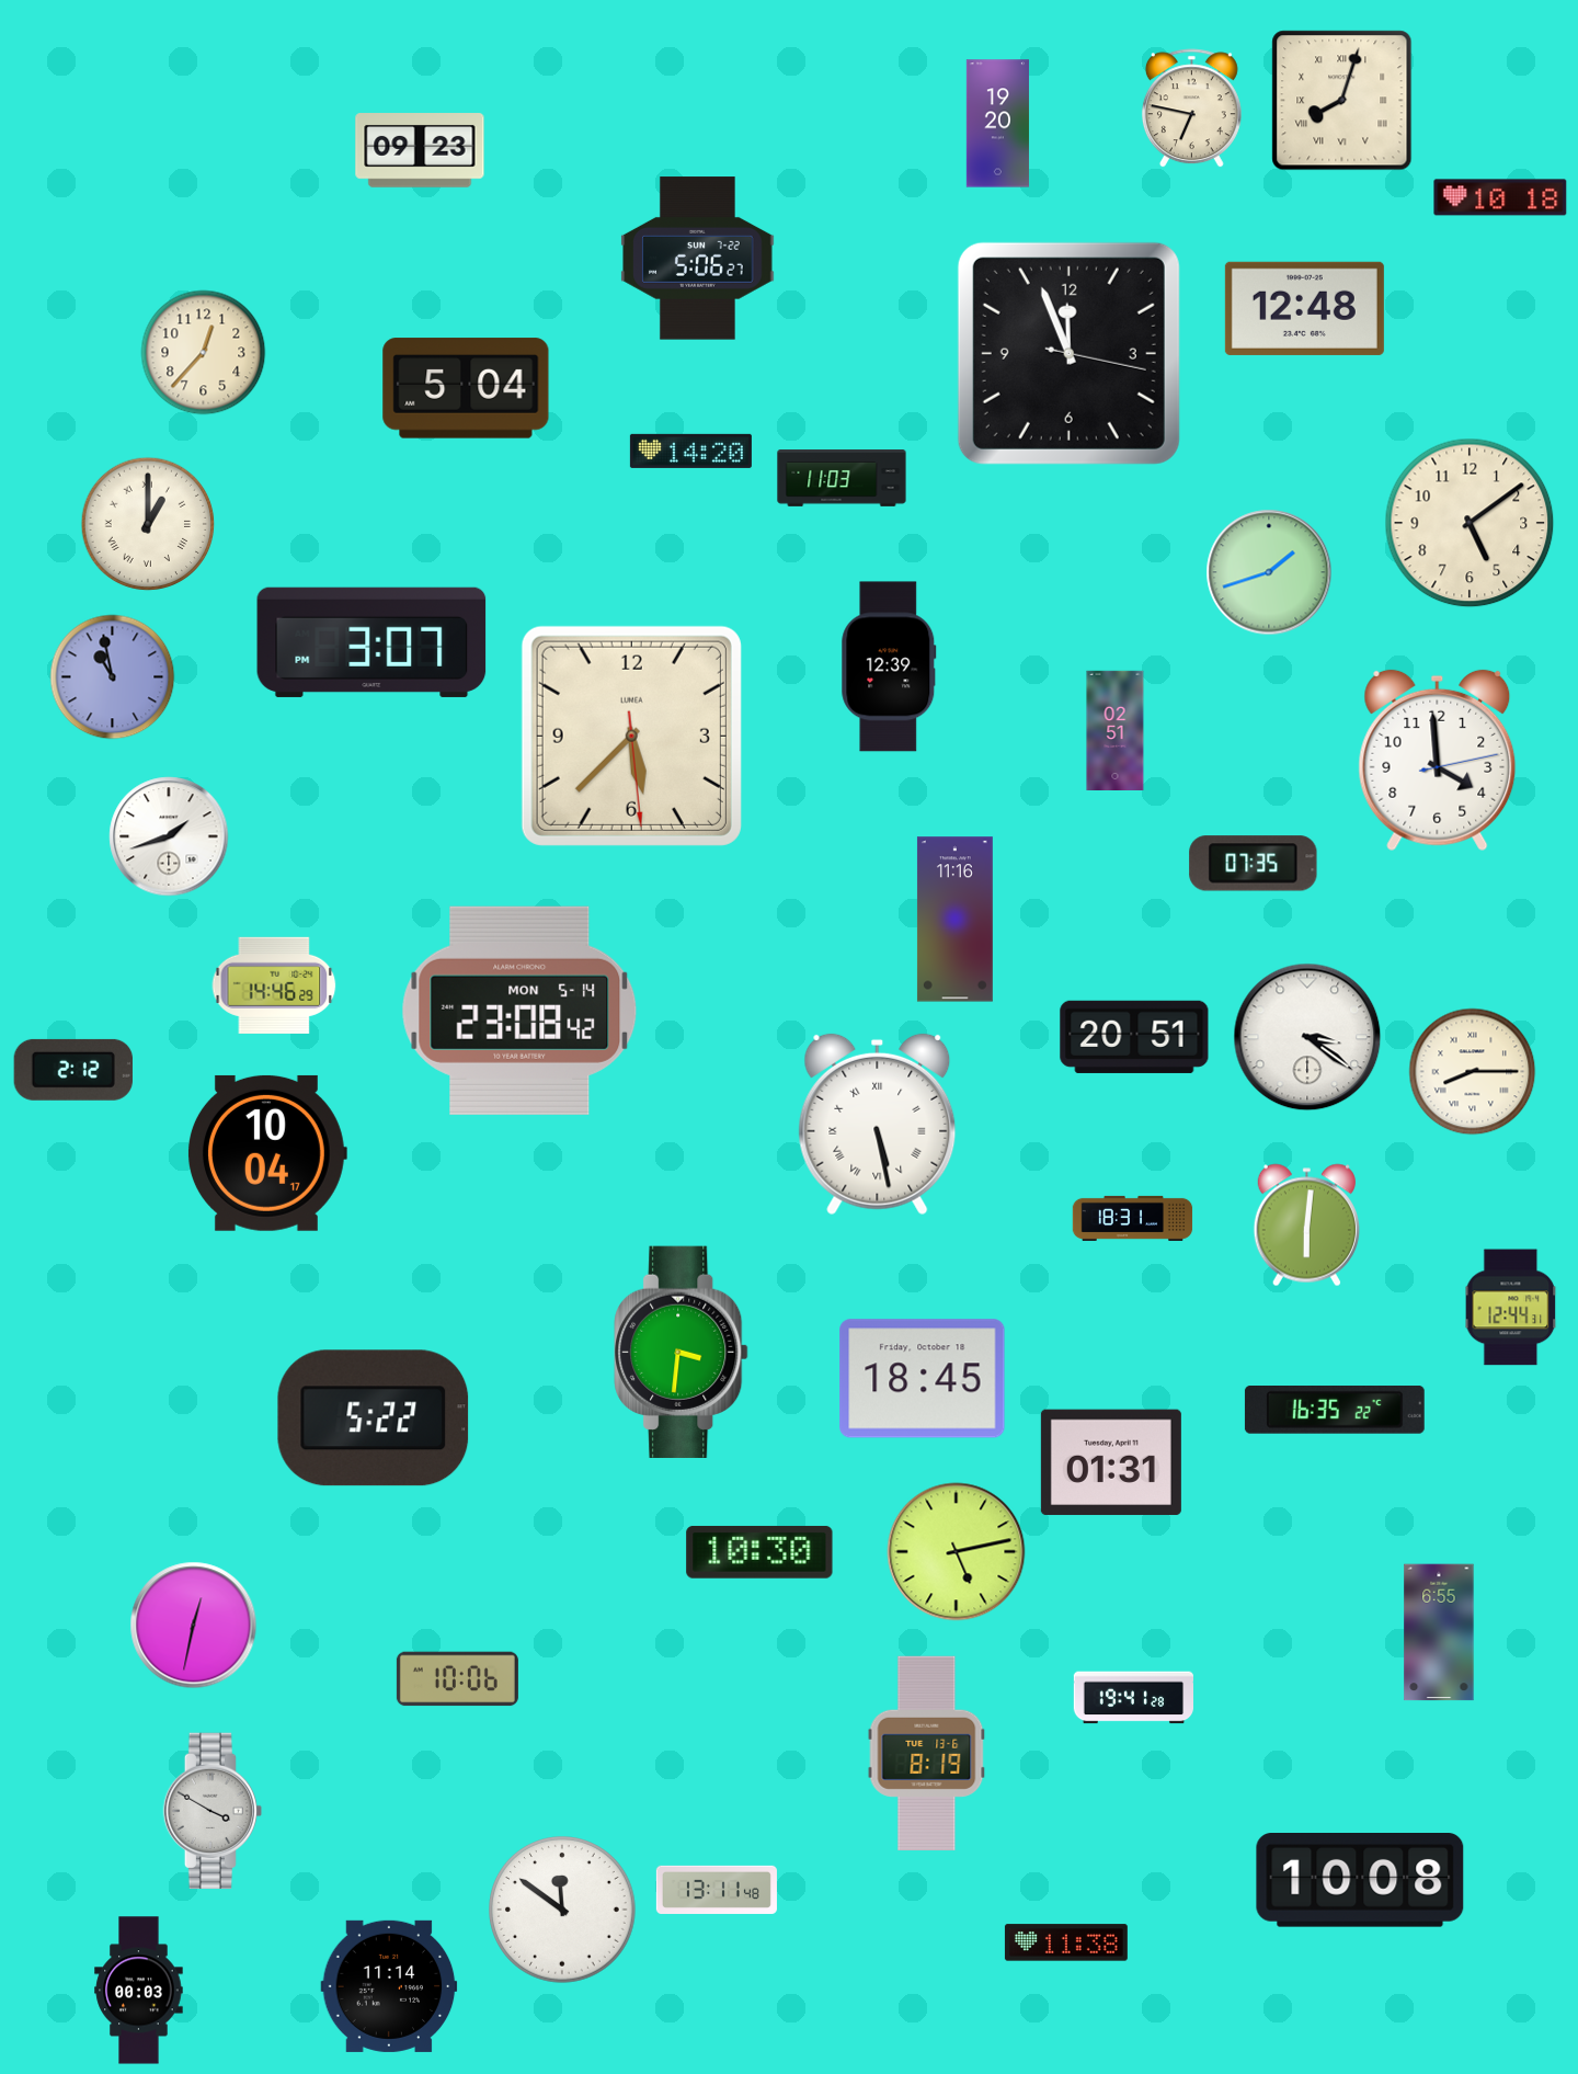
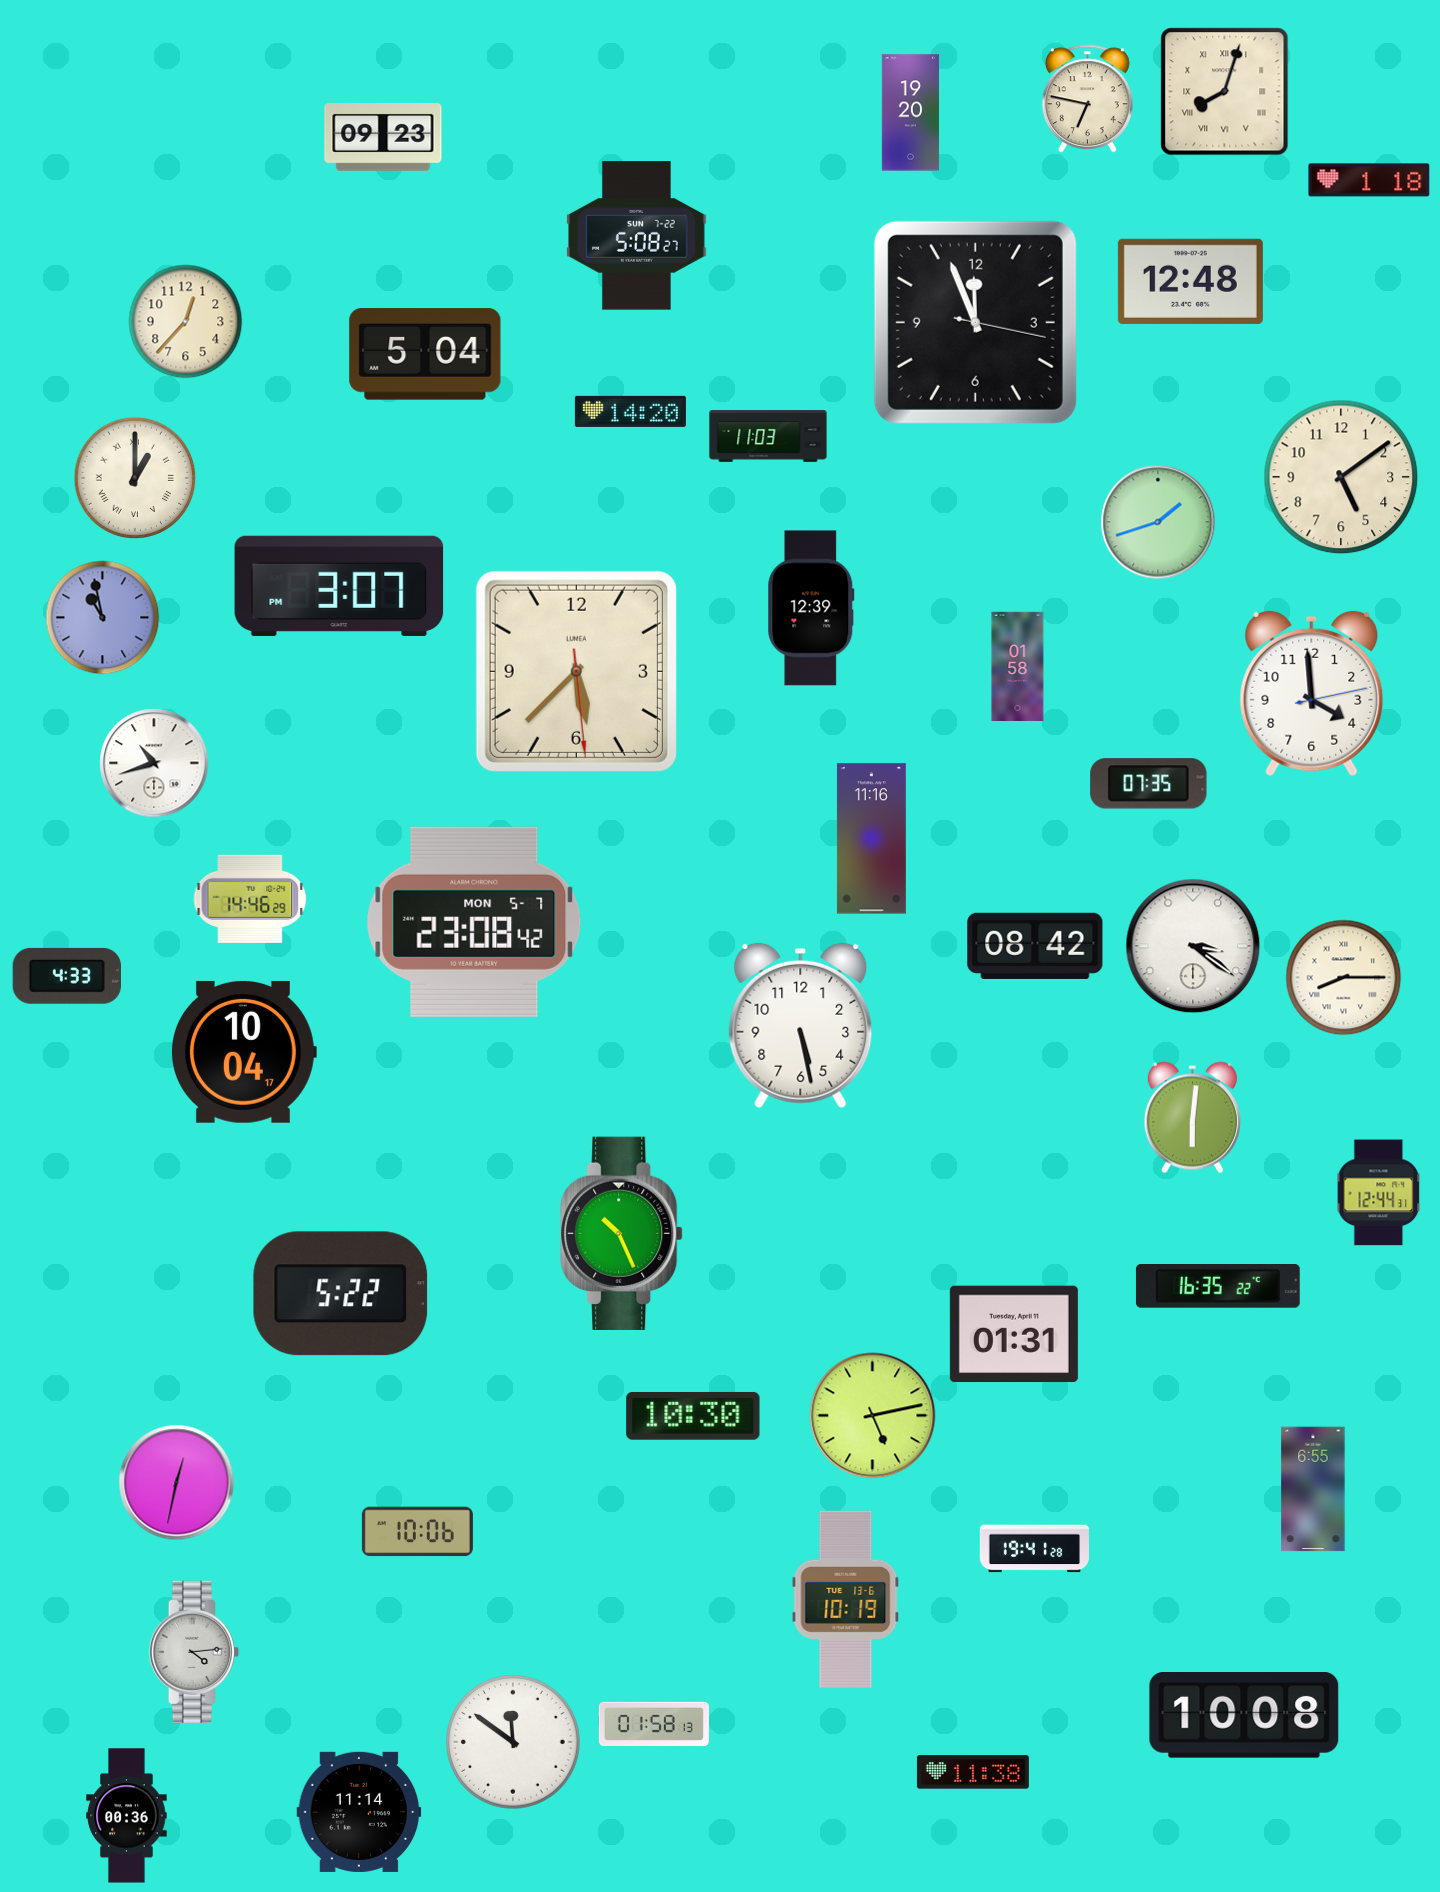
clock at (1500, 197): 10:18 -> 1:18
clock at (698, 259): 5:06 -> 5:08
clock at (1116, 730): 02:51 -> 01:58
clock at (169, 836): 1:42 -> 10:42
clock at (1254, 864) position: (1254, 864) -> (1149, 784)
clock at (519, 1011) date: MON 5-14 -> MON 5-7
clock at (1134, 1037): 20:51 -> 08:42
clock at (73, 1070): 2:12 -> 4:33
clock at (878, 1125) numerals: Roman -> Arabic
clock at (1133, 1218): 18:31 -> none
clock at (682, 1352): 3:31 -> 10:26
clock at (923, 1379): 18:45 -> none
clock at (927, 1753): 8:19 -> 10:19
clock at (213, 1811): 3:50 -> 4:14
clock at (1360, 1881) position: (1360, 1881) -> (1244, 1716)
clock at (717, 1890): 13:11 -> 01:58
clock at (389, 1986) position: (389, 1986) -> (359, 1812)
clock at (139, 1991): 00:03 -> 00:36
